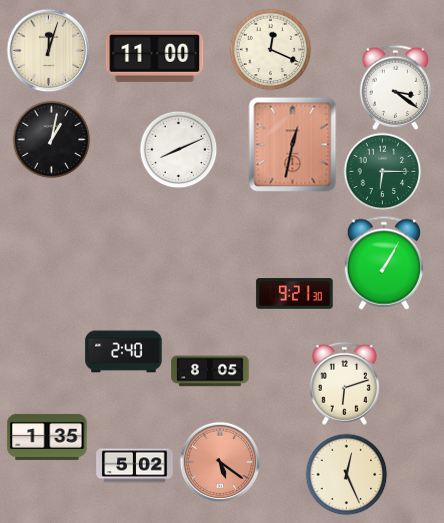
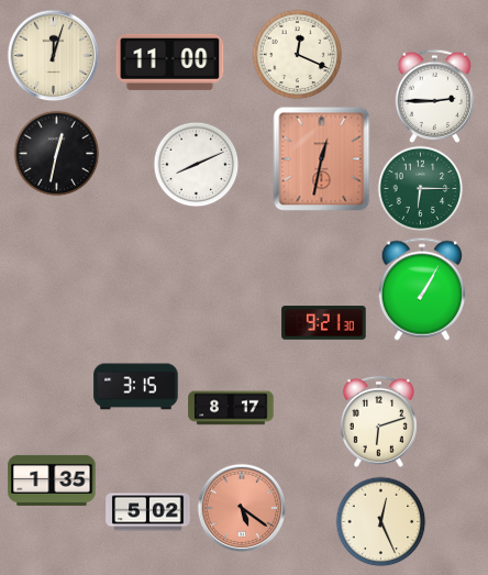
clock at (395, 87): 3:21 -> 2:45
clock at (51, 139): 1:02 -> 12:32
clock at (124, 352): 2:40 -> 3:15
clock at (210, 371): 8:05 -> 8:17
